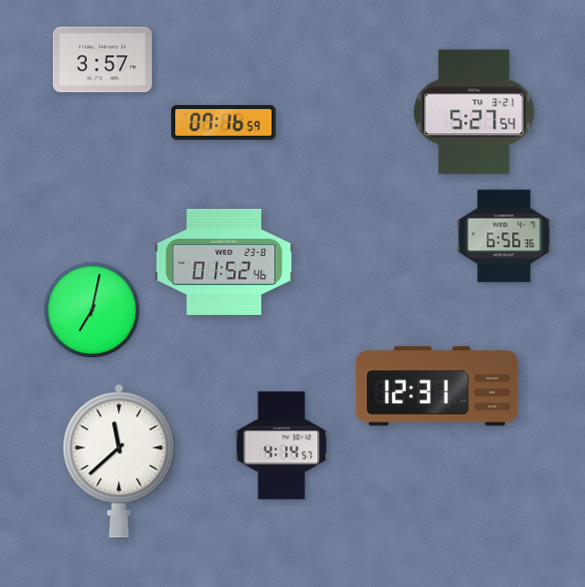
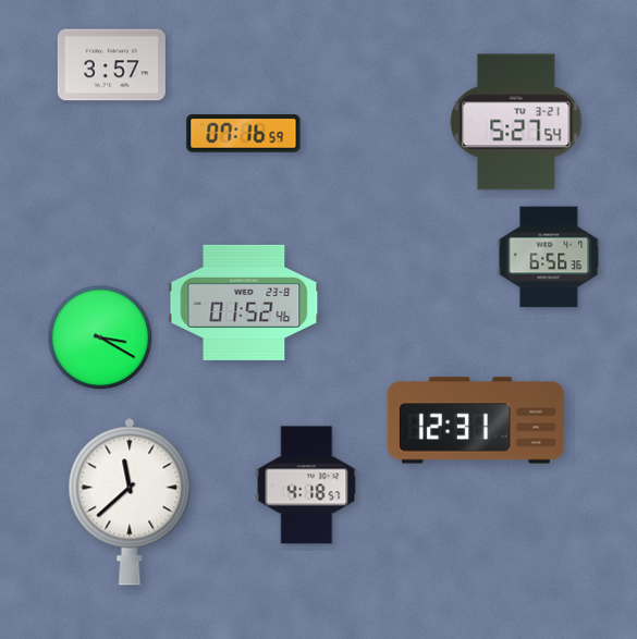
clock at (224, 262) position: (224, 262) -> (244, 303)
clock at (92, 310): 7:02 -> 3:20
clock at (282, 446): 4:14 -> 4:18
